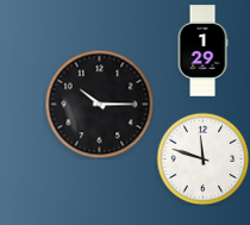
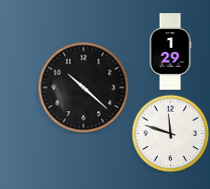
clock at (202, 51) position: (202, 51) -> (170, 52)
clock at (99, 104): 10:15 -> 10:22
